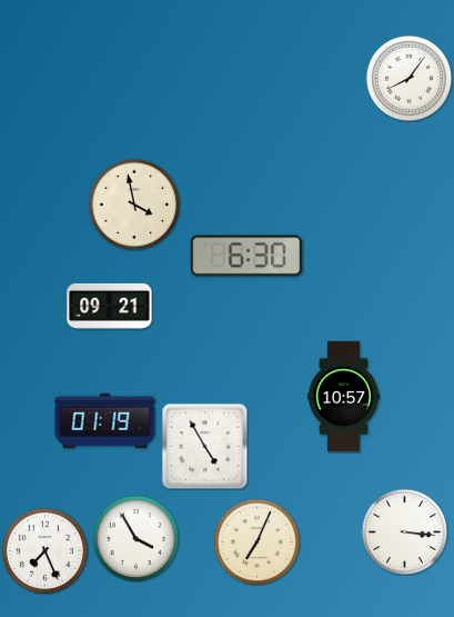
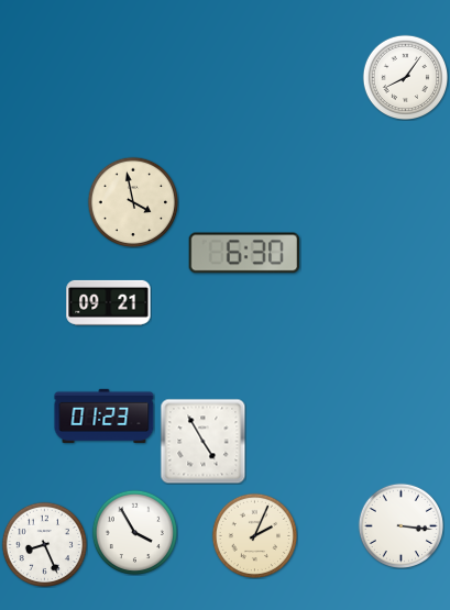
clock at (343, 397): 10:57 -> none
clock at (105, 420): 01:19 -> 01:23
clock at (256, 541): 7:04 -> 2:04
clock at (44, 550): 7:26 -> 8:26
